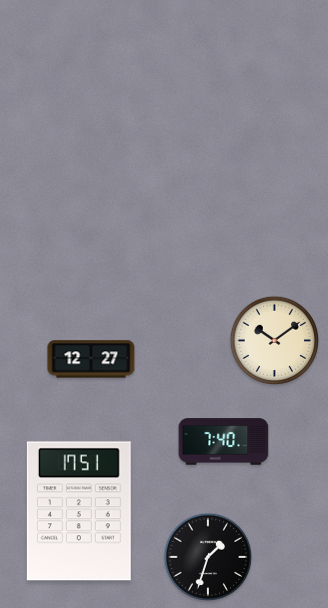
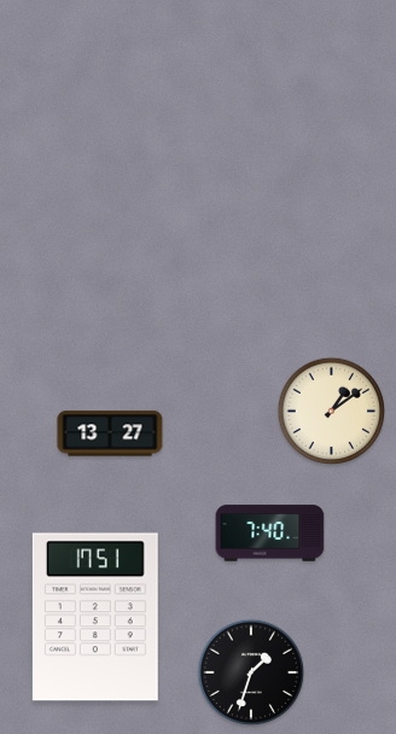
clock at (275, 341): 10:09 -> 1:09
clock at (91, 359): 12:27 -> 13:27
